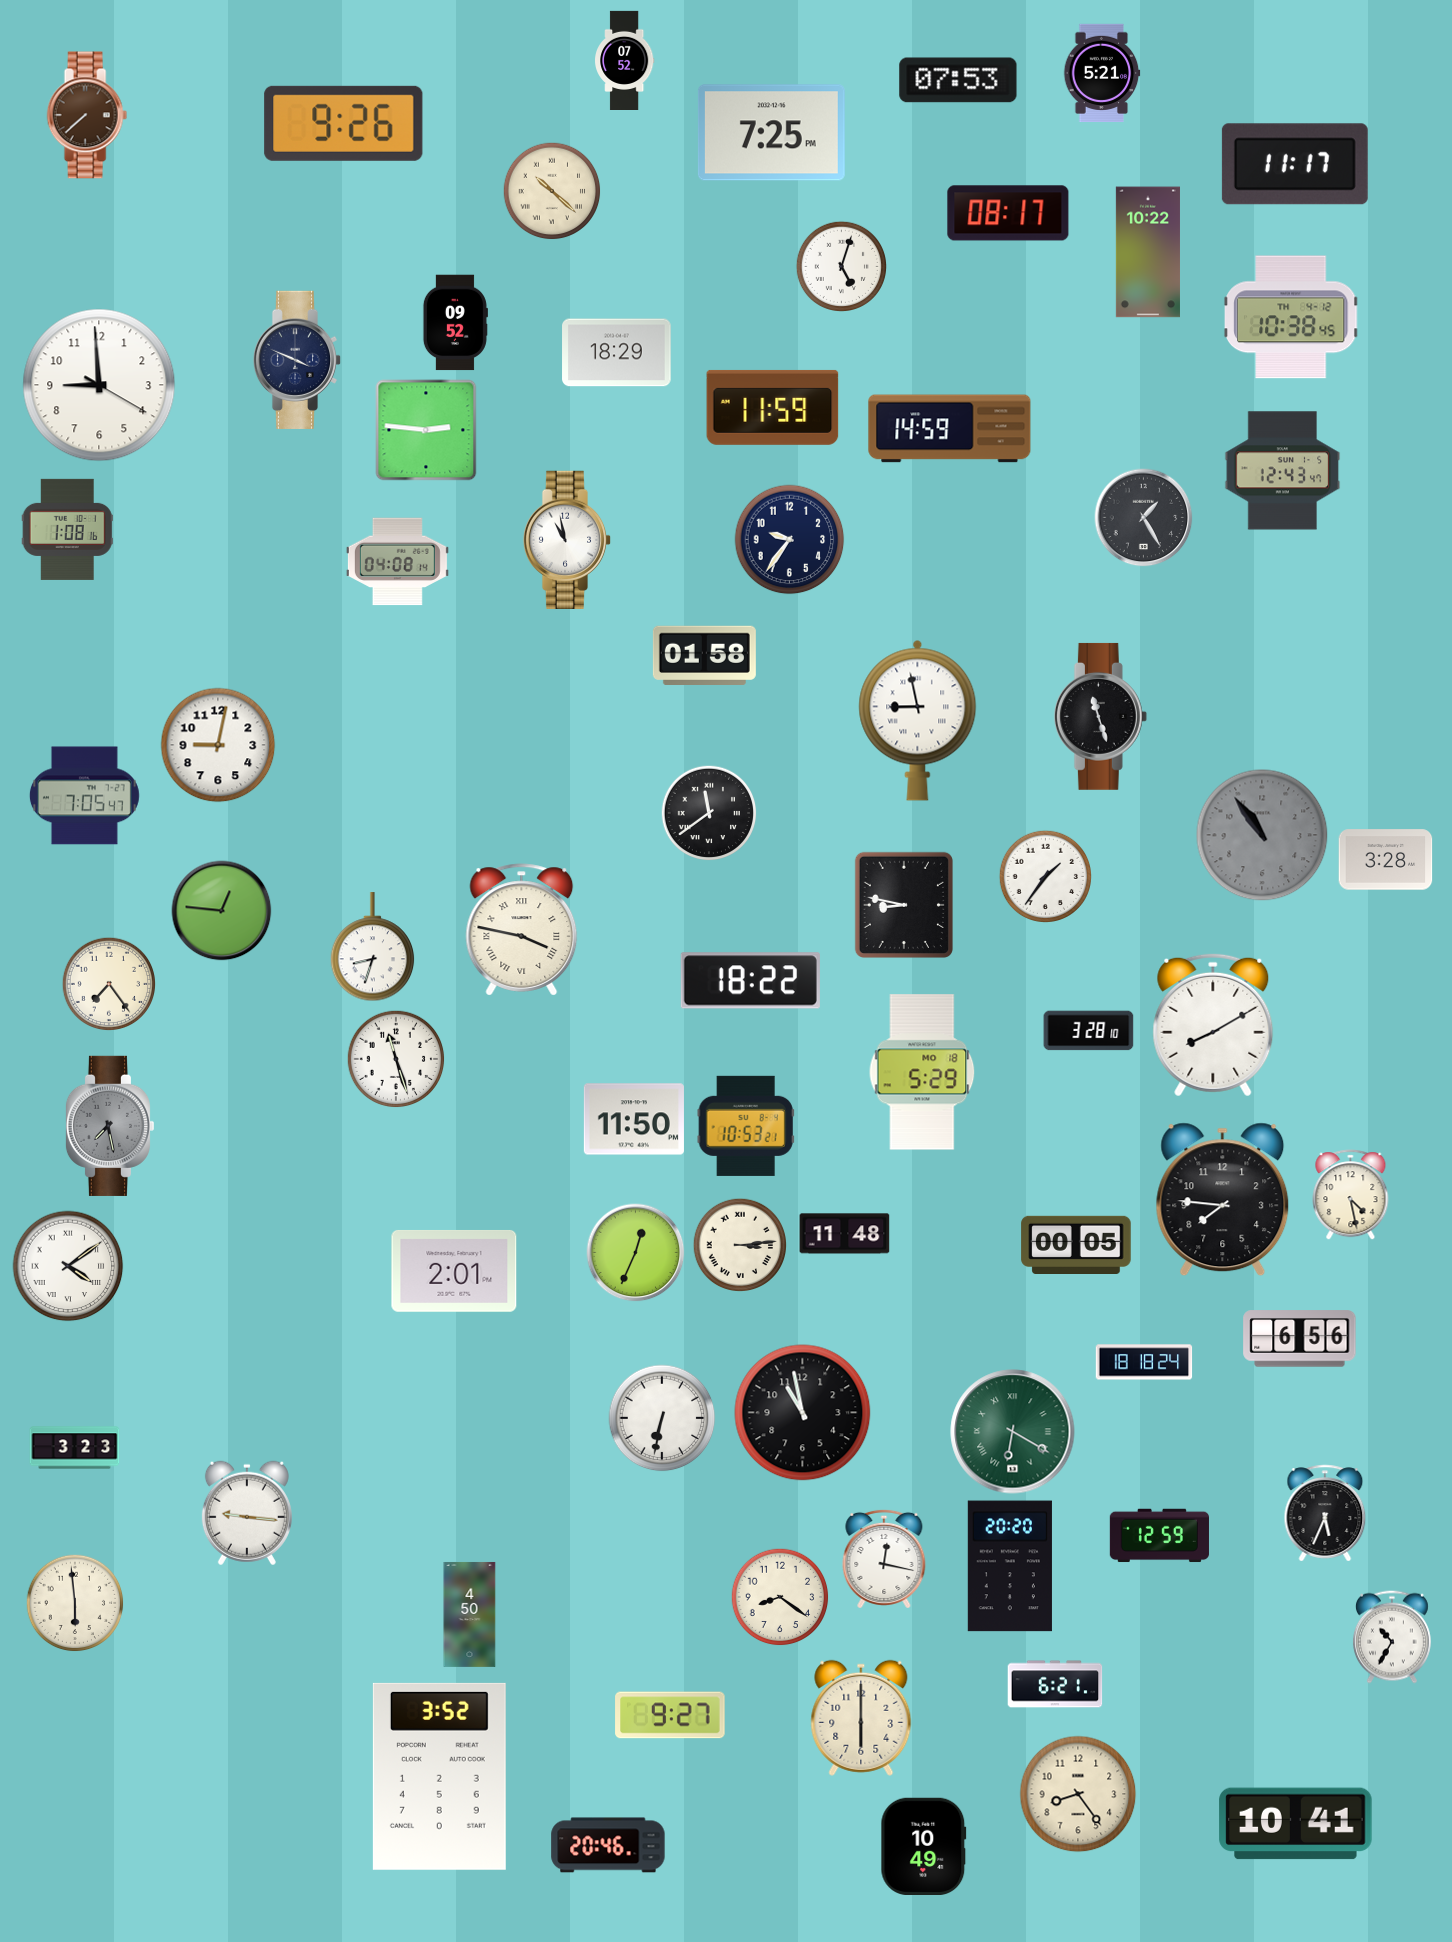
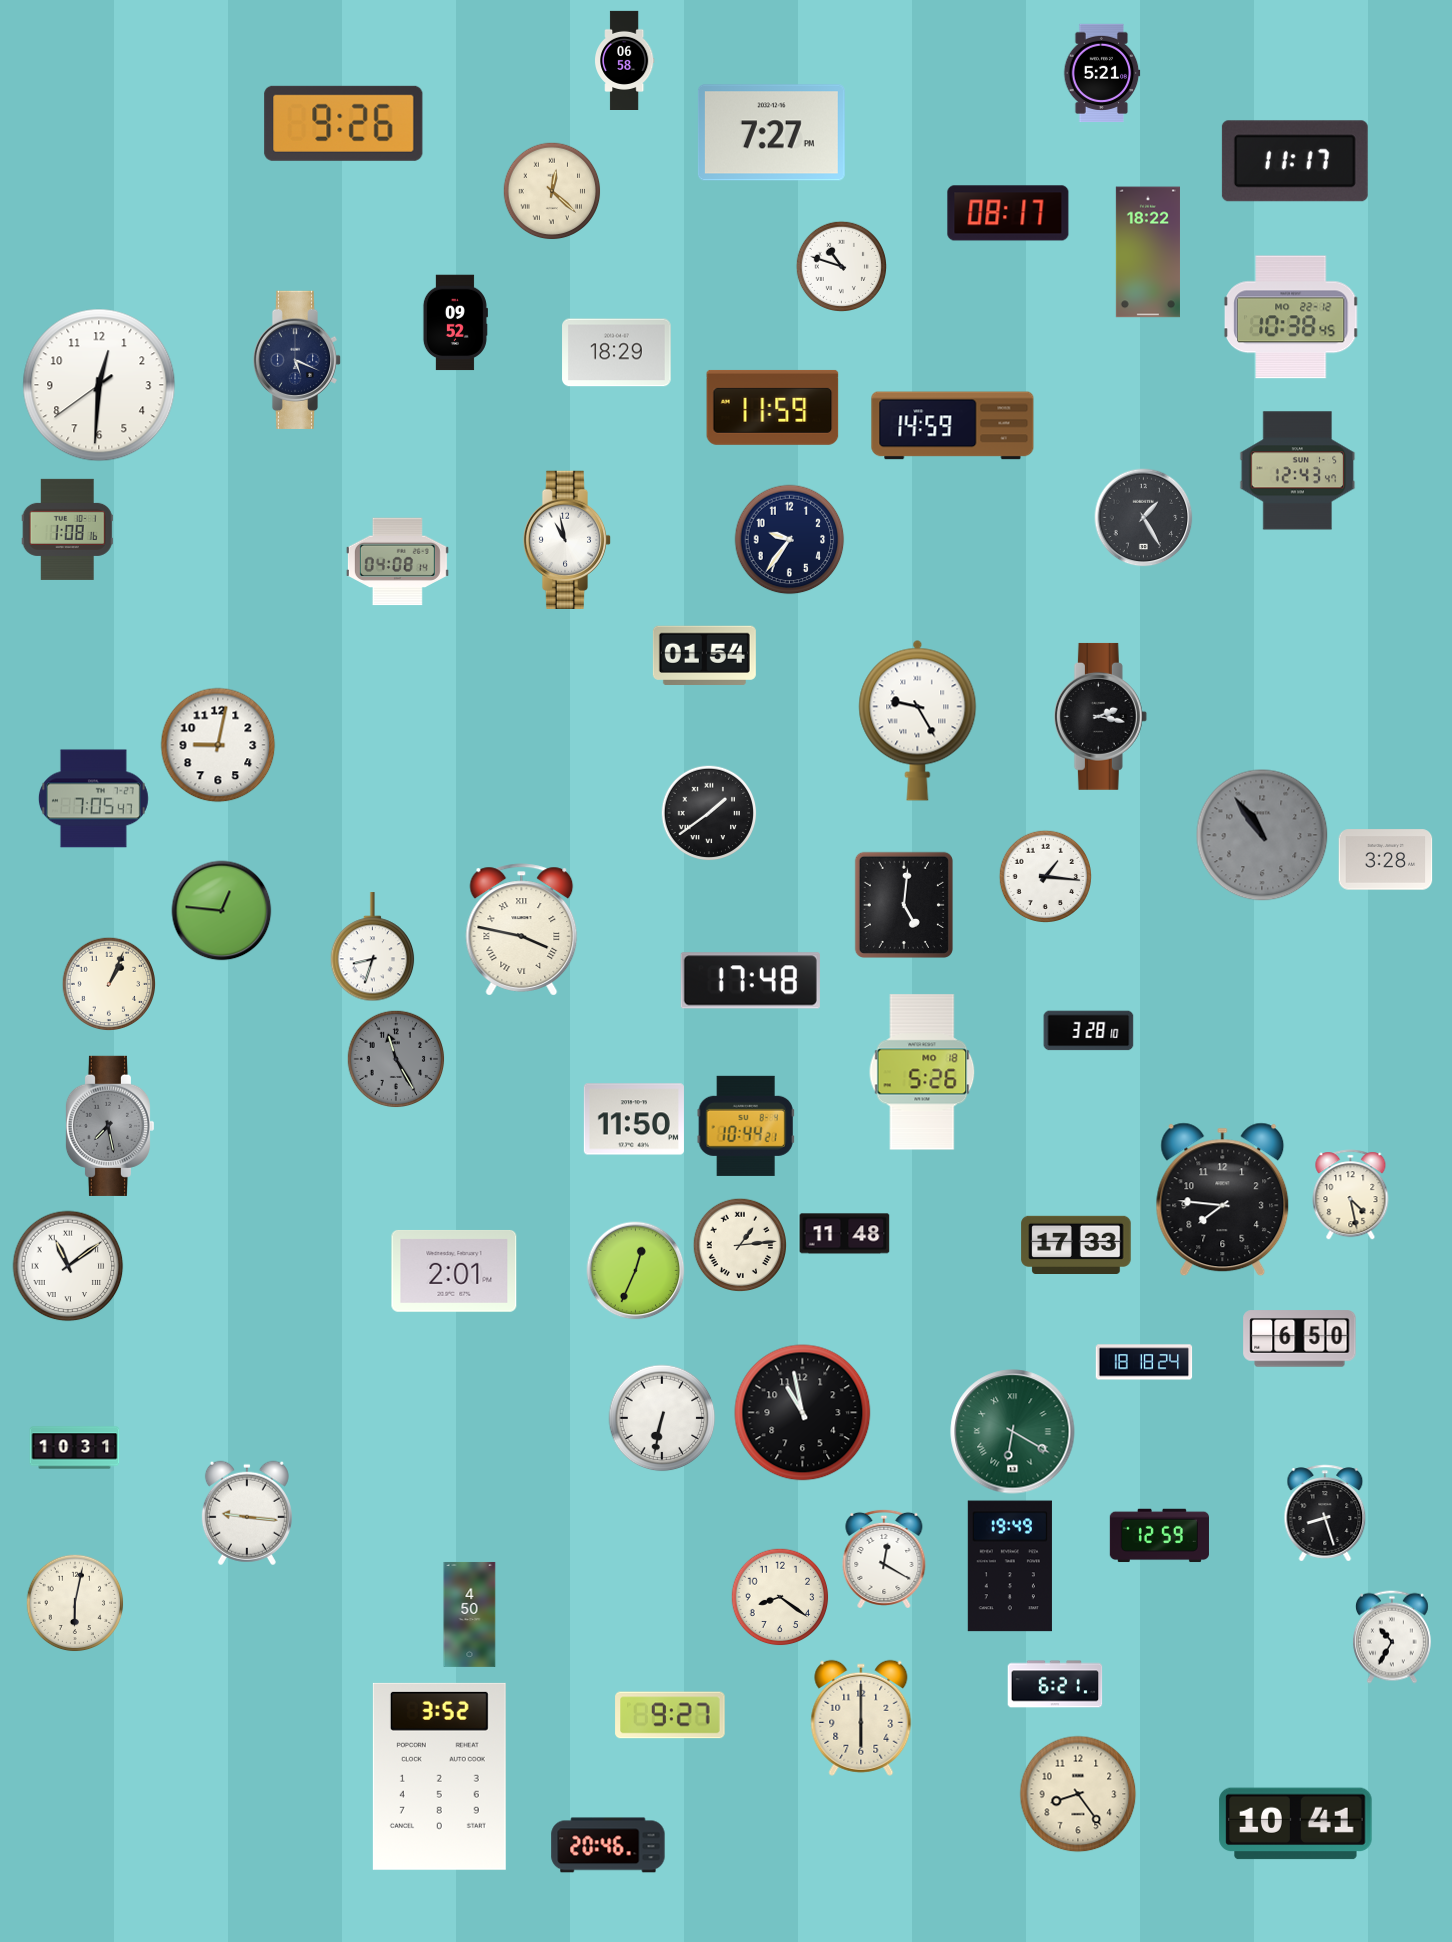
clock at (625, 60): 07:52 -> 06:58
clock at (958, 80): 07:53 -> none
clock at (87, 115): 7:38 -> none
clock at (771, 133): 7:25 -> 7:27
clock at (1295, 164) position: (1295, 164) -> (1295, 161)
clock at (552, 191): 10:22 -> 12:22
clock at (1148, 252): 10:22 -> 18:22
clock at (841, 266): 5:03 -> 10:48
clock at (1291, 317) date: TH 4-12 -> MO 22-12
clock at (297, 360): 3:49 -> 5:19
clock at (99, 385): 8:59 -> 12:30
clock at (950, 429) position: (950, 429) -> (953, 426)
clock at (426, 430): 2:46 -> none
clock at (1283, 471) position: (1283, 471) -> (1298, 471)
clock at (704, 655): 01:58 -> 01:54
clock at (1100, 716): 11:27 -> 2:17
clock at (918, 720): 8:58 -> 9:25
clock at (84, 796) position: (84, 796) -> (93, 799)
clock at (709, 813): 11:39 -> 1:39
clock at (1045, 876): 1:36 -> 1:16
clock at (904, 905): 8:47 -> 5:01
clock at (750, 981): 18:22 -> 17:48
clock at (108, 983): 7:24 -> 1:04
clock at (1213, 1025): 8:10 -> none
clock at (396, 1059): 11:27 -> 11:25
clock at (396, 1059) dial: white -> grey
clock at (922, 1072): 5:29 -> 5:26
clock at (746, 1126): 10:53 -> 10:44
clock at (739, 1244): 3:14 -> 1:14
clock at (1076, 1244): 00:05 -> 17:33
clock at (636, 1253) position: (636, 1253) -> (636, 1271)
clock at (68, 1266): 4:09 -> 11:09
clock at (1300, 1339): 6:56 -> 6:50
clock at (75, 1448): 3:23 -> 10:31
clock at (1325, 1513): 5:34 -> 8:27
clock at (884, 1559): 12:17 -> 12:20
clock at (1010, 1566): 20:20 -> 19:49
clock at (75, 1603): 5:59 -> 6:02
clock at (924, 1846): 10:49 -> none
